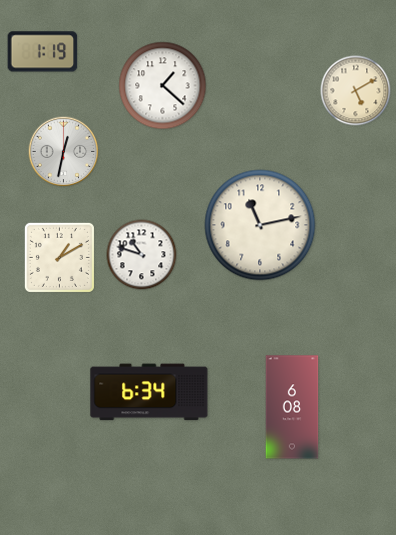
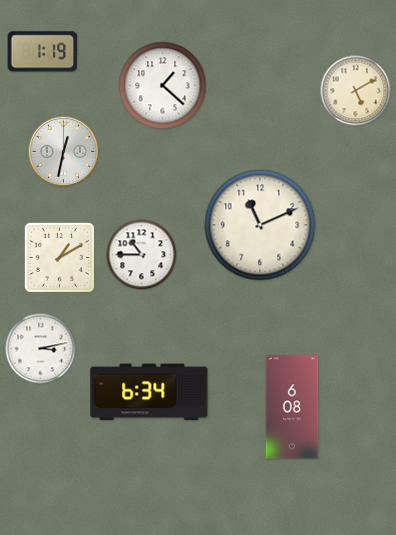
clock at (260, 225): 11:13 -> 11:11
clock at (142, 255): 10:48 -> 10:45
clock at (41, 349): none -> 3:13
